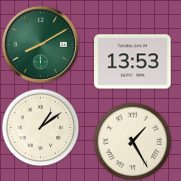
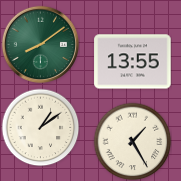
clock at (40, 44): 8:10 -> 8:09
clock at (133, 62): 13:53 -> 13:55
